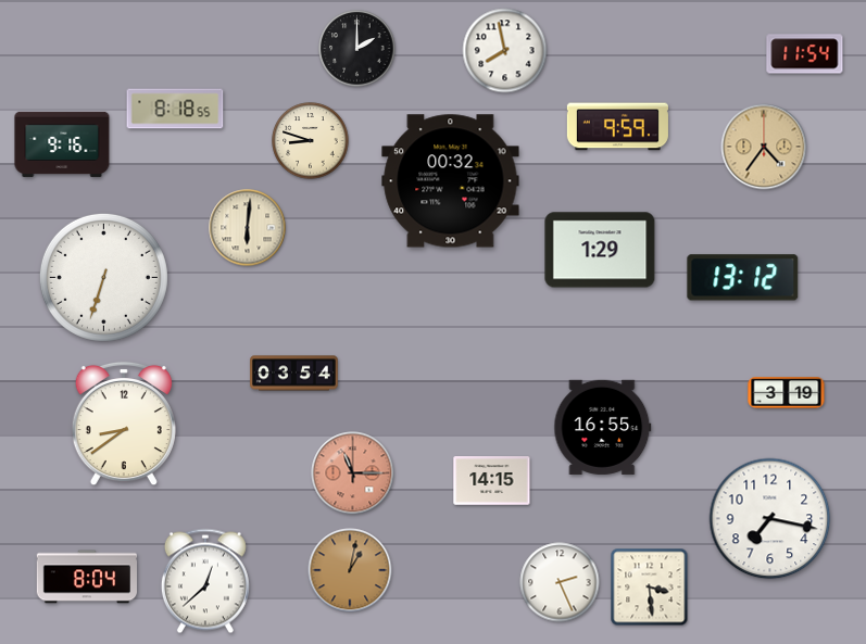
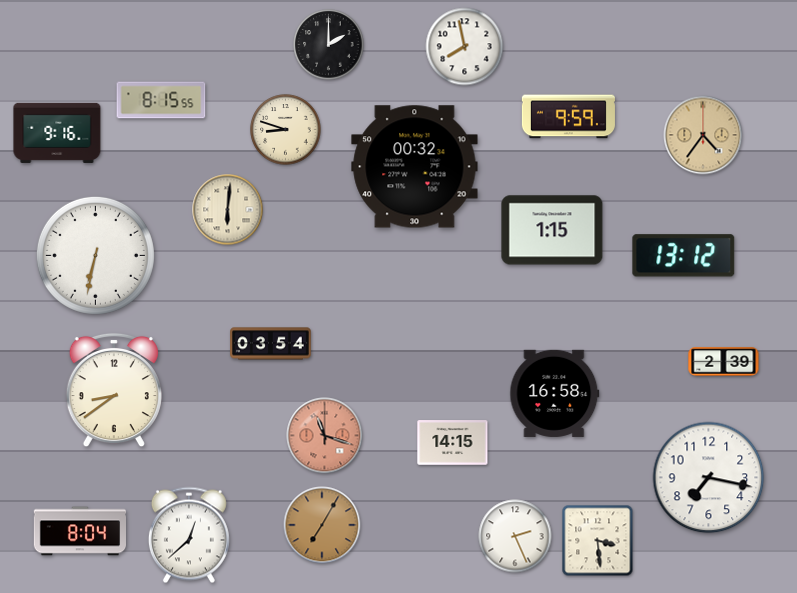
clock at (805, 54): 11:54 -> none
clock at (175, 109): 8:18 -> 8:15
clock at (600, 250): 1:29 -> 1:15
clock at (103, 277): 6:33 -> 6:32
clock at (787, 393): 3:19 -> 2:39
clock at (603, 427): 16:55 -> 16:58
clock at (353, 473): 11:15 -> 11:18
clock at (350, 570): 1:02 -> 7:05
